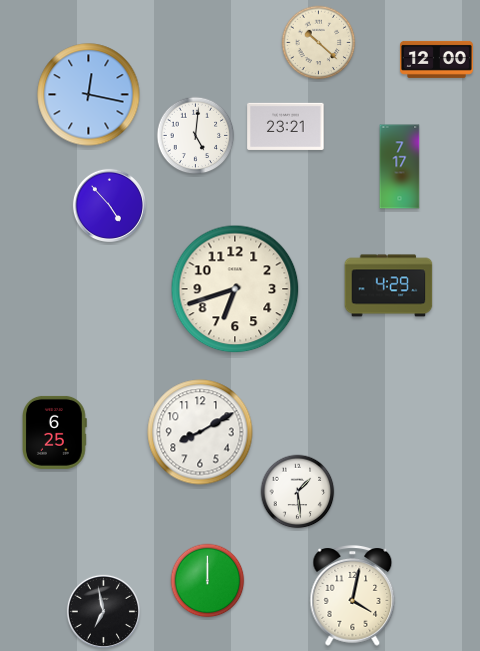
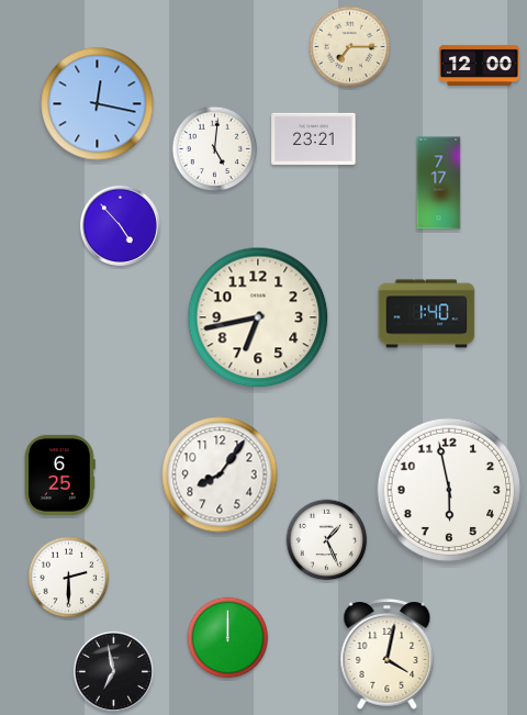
clock at (319, 43): 10:22 -> 7:15
clock at (389, 286): 4:29 -> 1:40
clock at (235, 289): 6:42 -> 6:43
clock at (200, 432): 8:10 -> 8:06
clock at (449, 490): none -> 5:58
clock at (298, 492): 1:29 -> 1:26
clock at (69, 578): none -> 2:30
